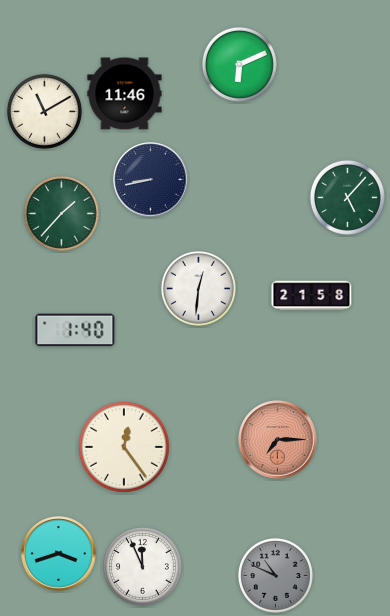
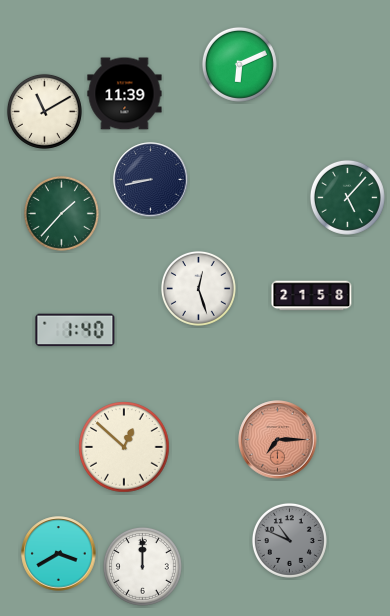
clock at (125, 94): 11:46 -> 11:39
clock at (198, 288): 12:31 -> 12:27
clock at (124, 447): 12:24 -> 12:52
clock at (59, 554): 3:42 -> 3:40
clock at (142, 566): 11:56 -> 12:00
clock at (275, 575) position: (275, 575) -> (289, 540)
